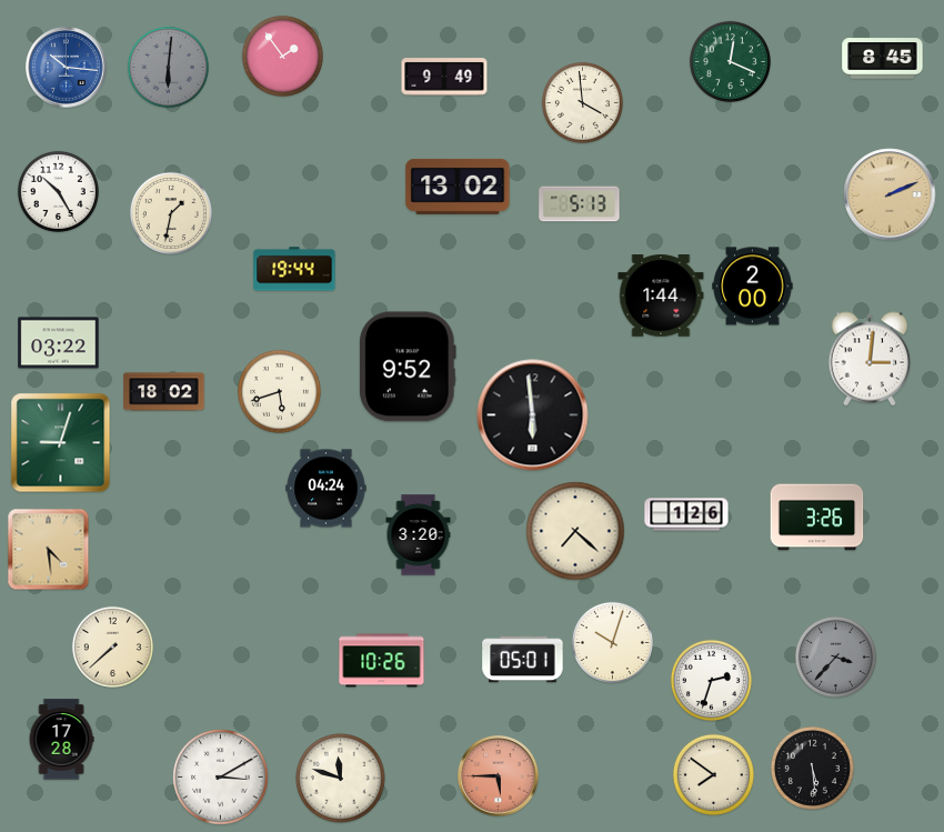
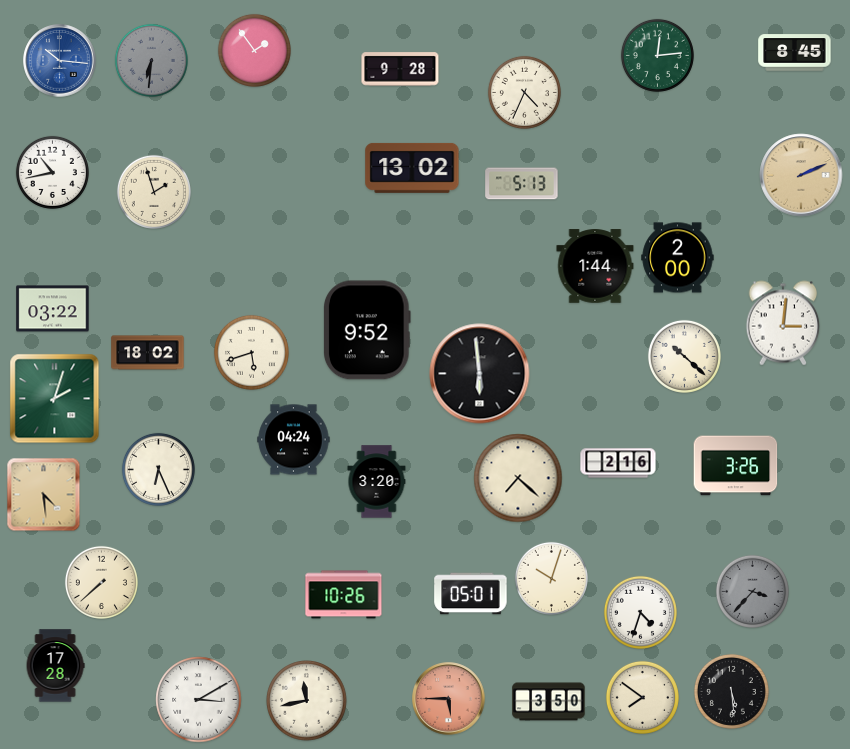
clock at (730, 61): 12:19 -> 12:14
clock at (168, 67): 6:01 -> 6:31
clock at (444, 77): 9:49 -> 9:28
clock at (582, 102): 3:59 -> 4:34
clock at (58, 191): 10:25 -> 10:43
clock at (171, 213): 1:32 -> 1:57
clock at (294, 269): 19:44 -> none
clock at (684, 356): none -> 10:22
clock at (61, 443): 9:03 -> 2:03
clock at (686, 514): 1:26 -> 2:16
clock at (158, 469): none -> 6:26
clock at (711, 680): 2:33 -> 4:33
clock at (341, 779): 11:48 -> 11:43
clock at (549, 702): none -> 3:50
